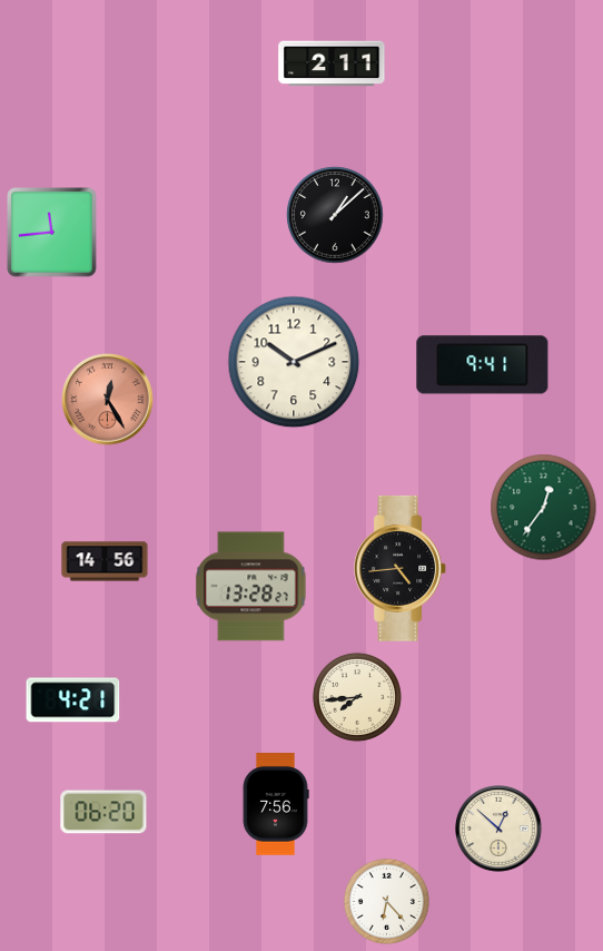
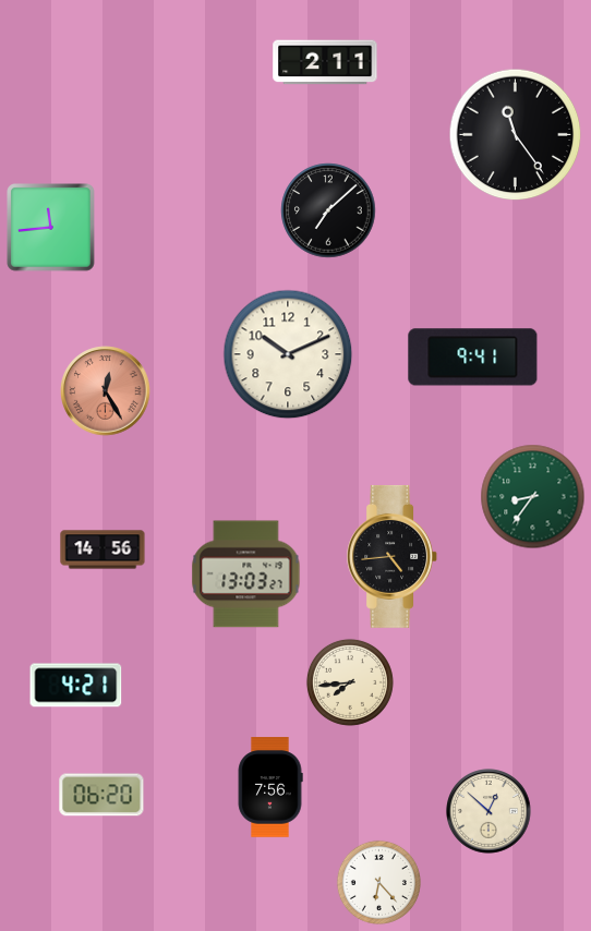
clock at (516, 135): none -> 11:24
clock at (335, 215): 1:08 -> 7:08
clock at (544, 508): 12:36 -> 8:36
clock at (251, 587): 13:28 -> 13:03
clock at (73, 700) position: (73, 700) -> (76, 686)
